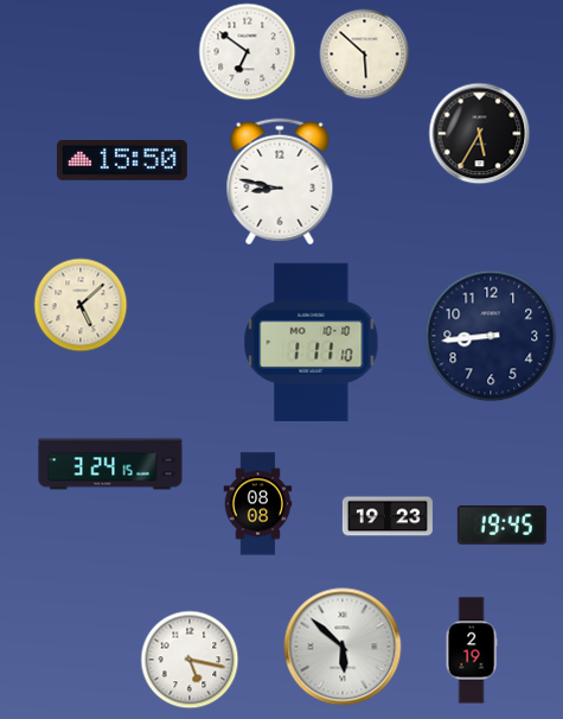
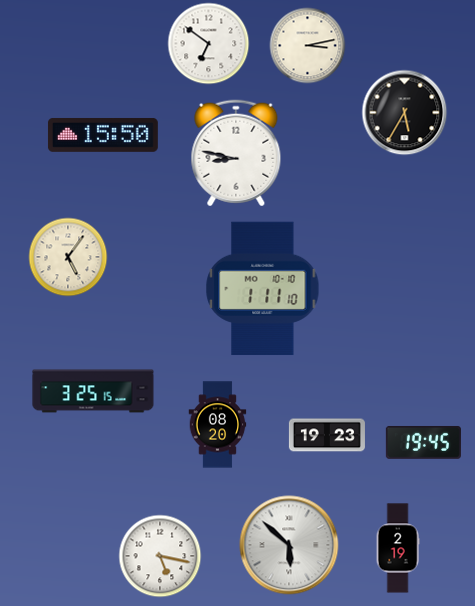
clock at (365, 55): 5:52 -> 3:13
clock at (81, 305): 5:08 -> 5:06
clock at (491, 336): 8:44 -> none
clock at (110, 464): 3:24 -> 3:25
clock at (258, 504): 08:08 -> 08:20
